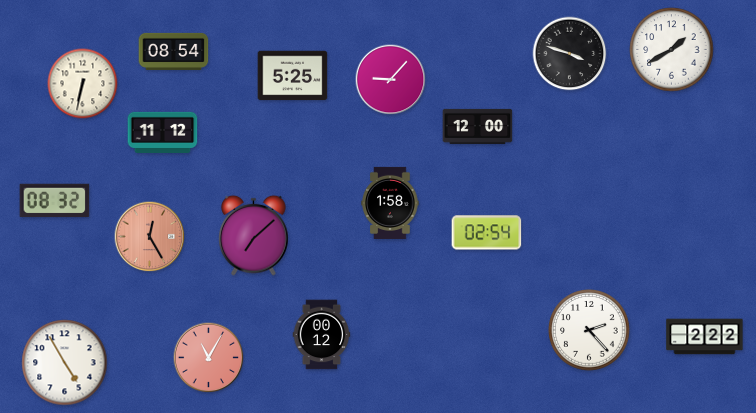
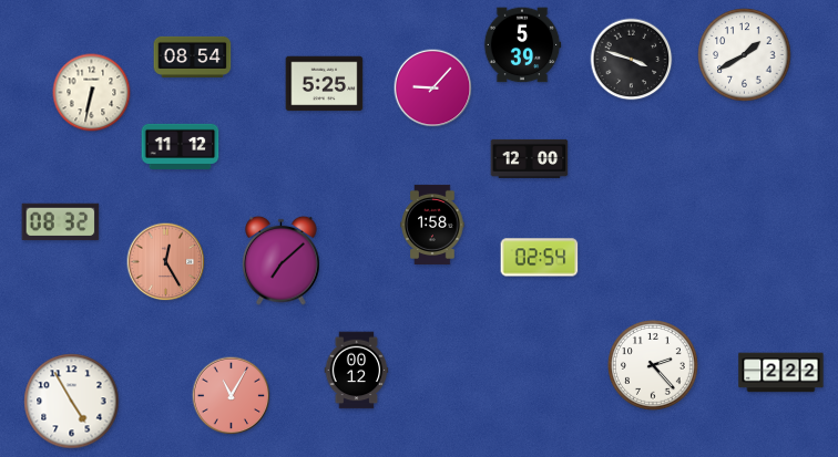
clock at (522, 45): none -> 5:39
clock at (478, 126) position: (478, 126) -> (530, 158)
